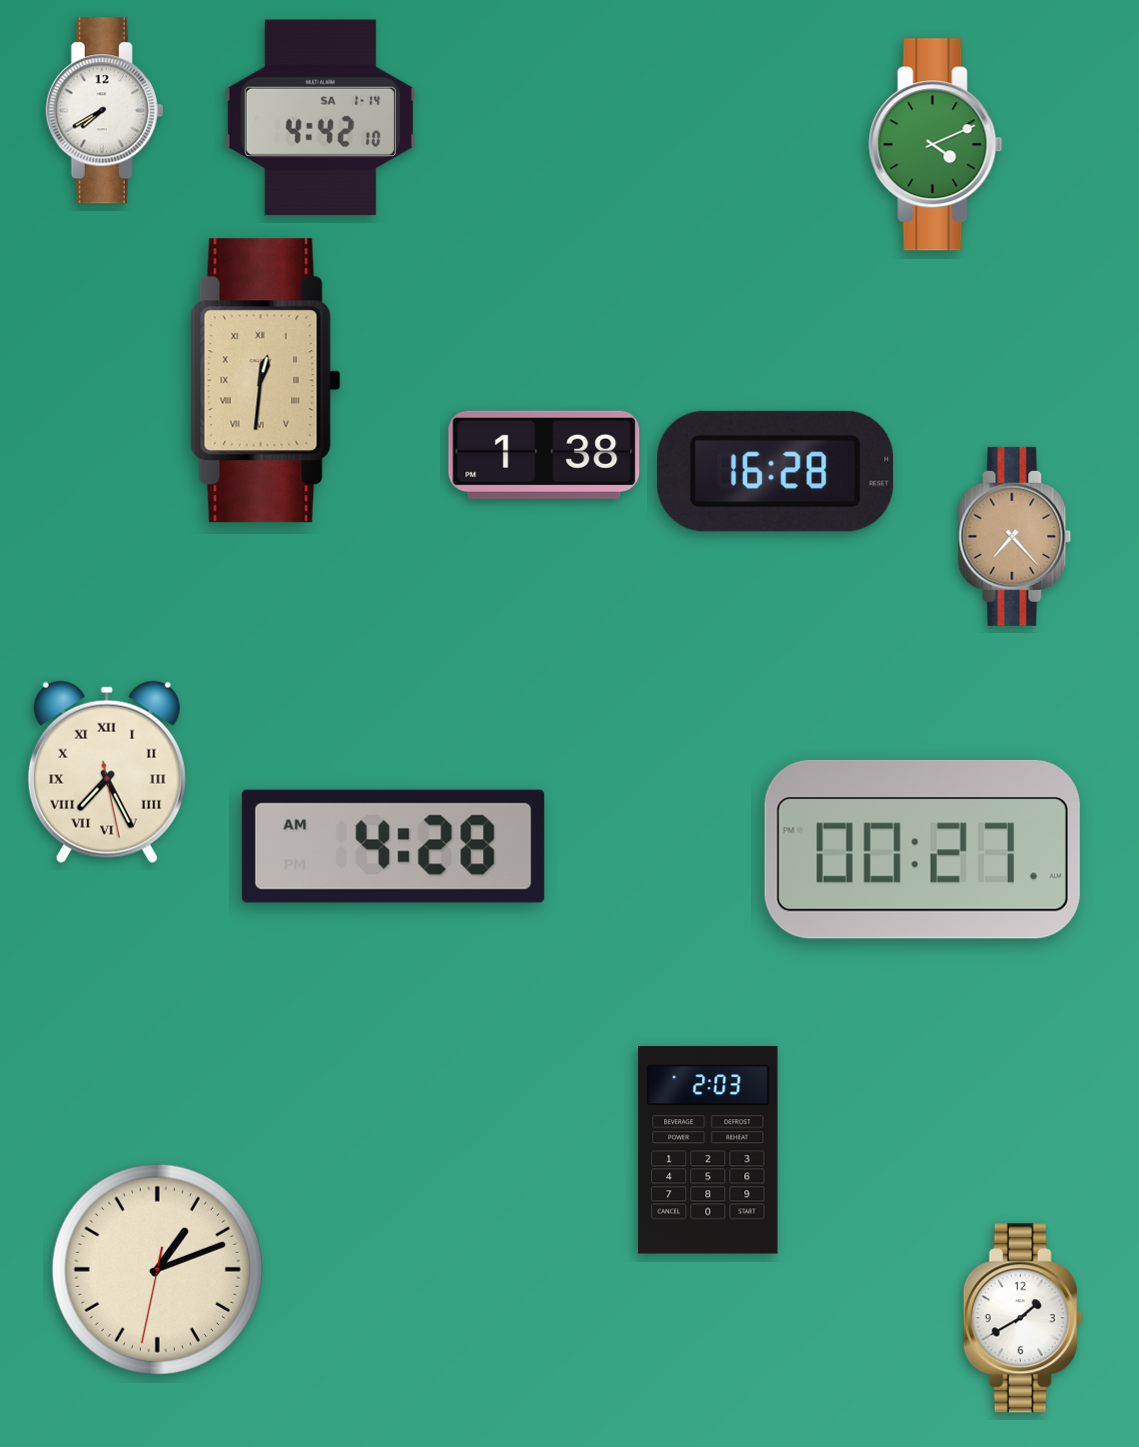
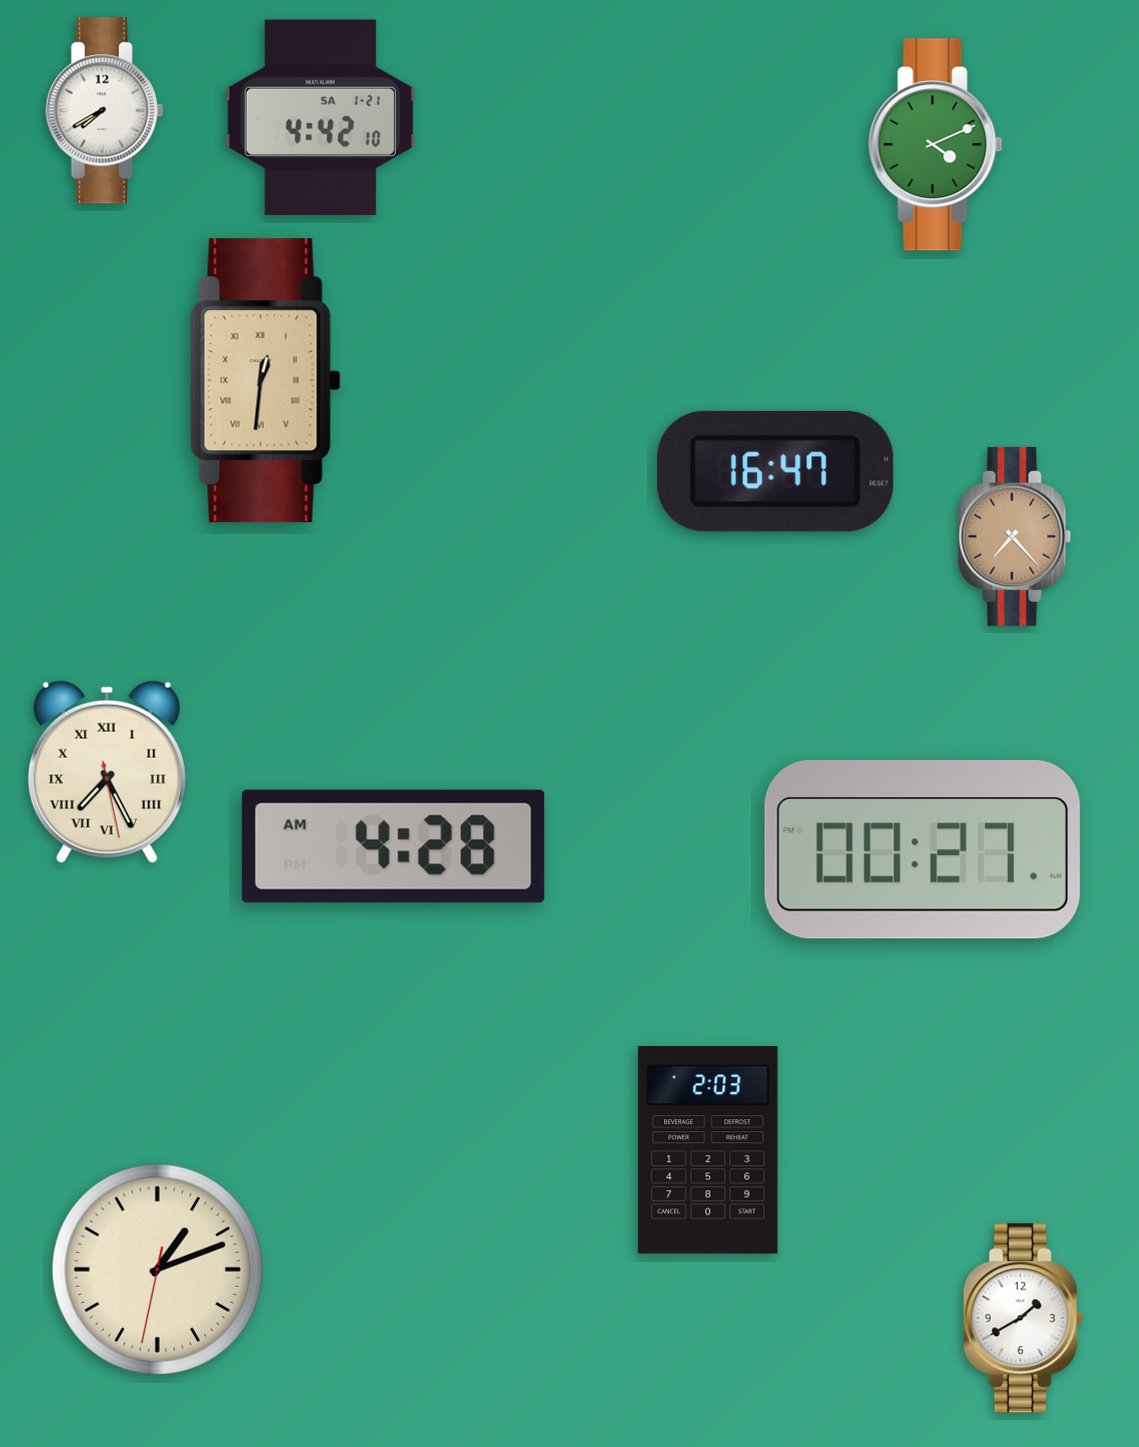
clock at (320, 118) date: SA 1-14 -> SA 1-21
clock at (544, 455): 1:38 -> none
clock at (776, 471): 16:28 -> 16:47
